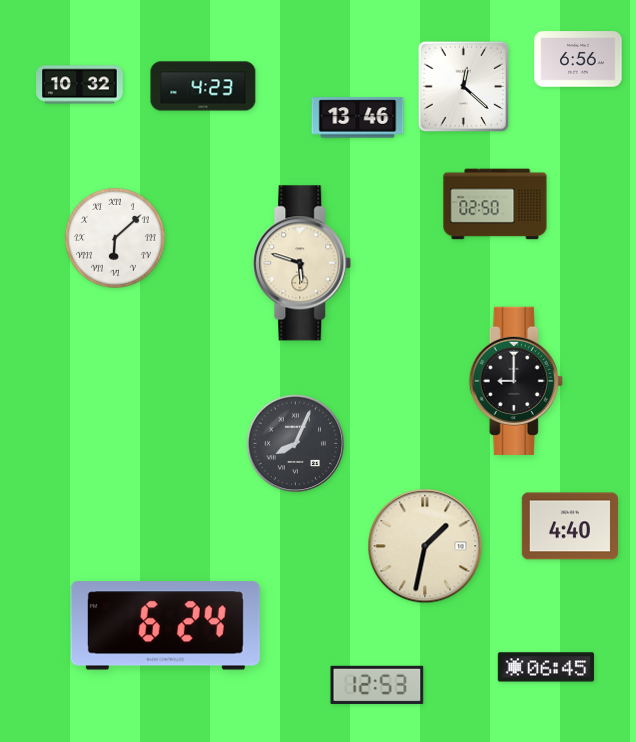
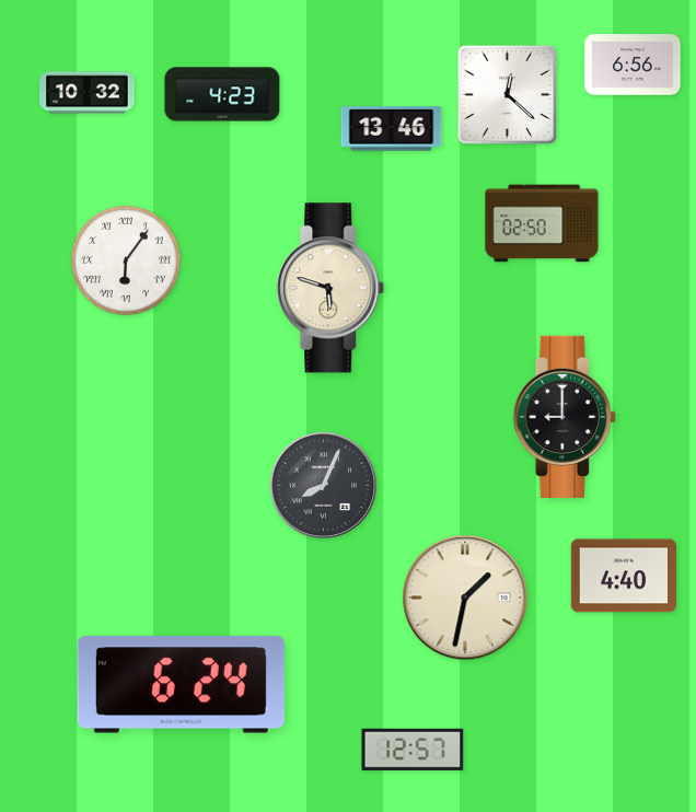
clock at (115, 238): 6:08 -> 6:06
clock at (545, 667): 06:45 -> none
clock at (377, 685): 12:53 -> 12:57
